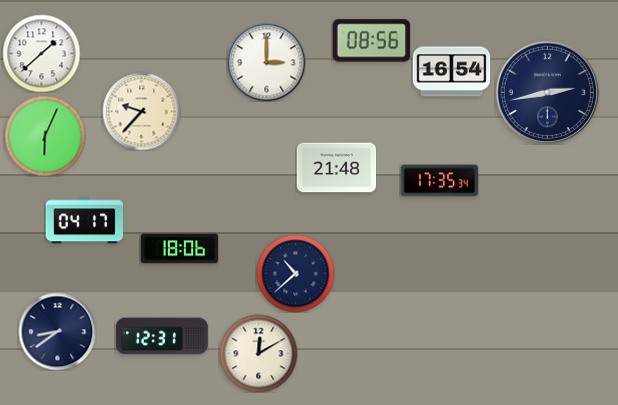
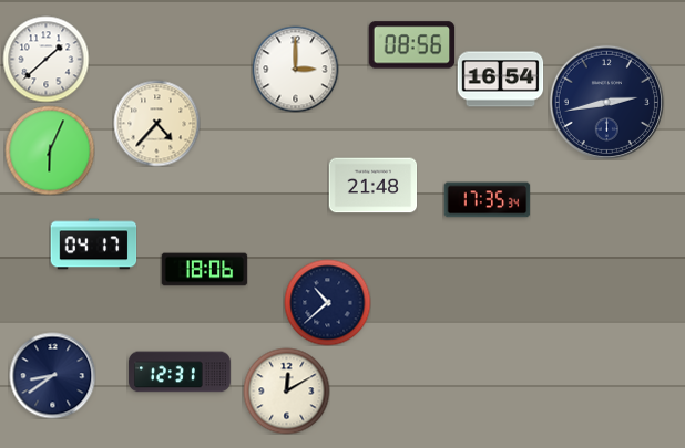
clock at (141, 111): 9:37 -> 4:37
clock at (179, 249) position: (179, 249) -> (204, 270)
clock at (57, 331) position: (57, 331) -> (52, 375)
